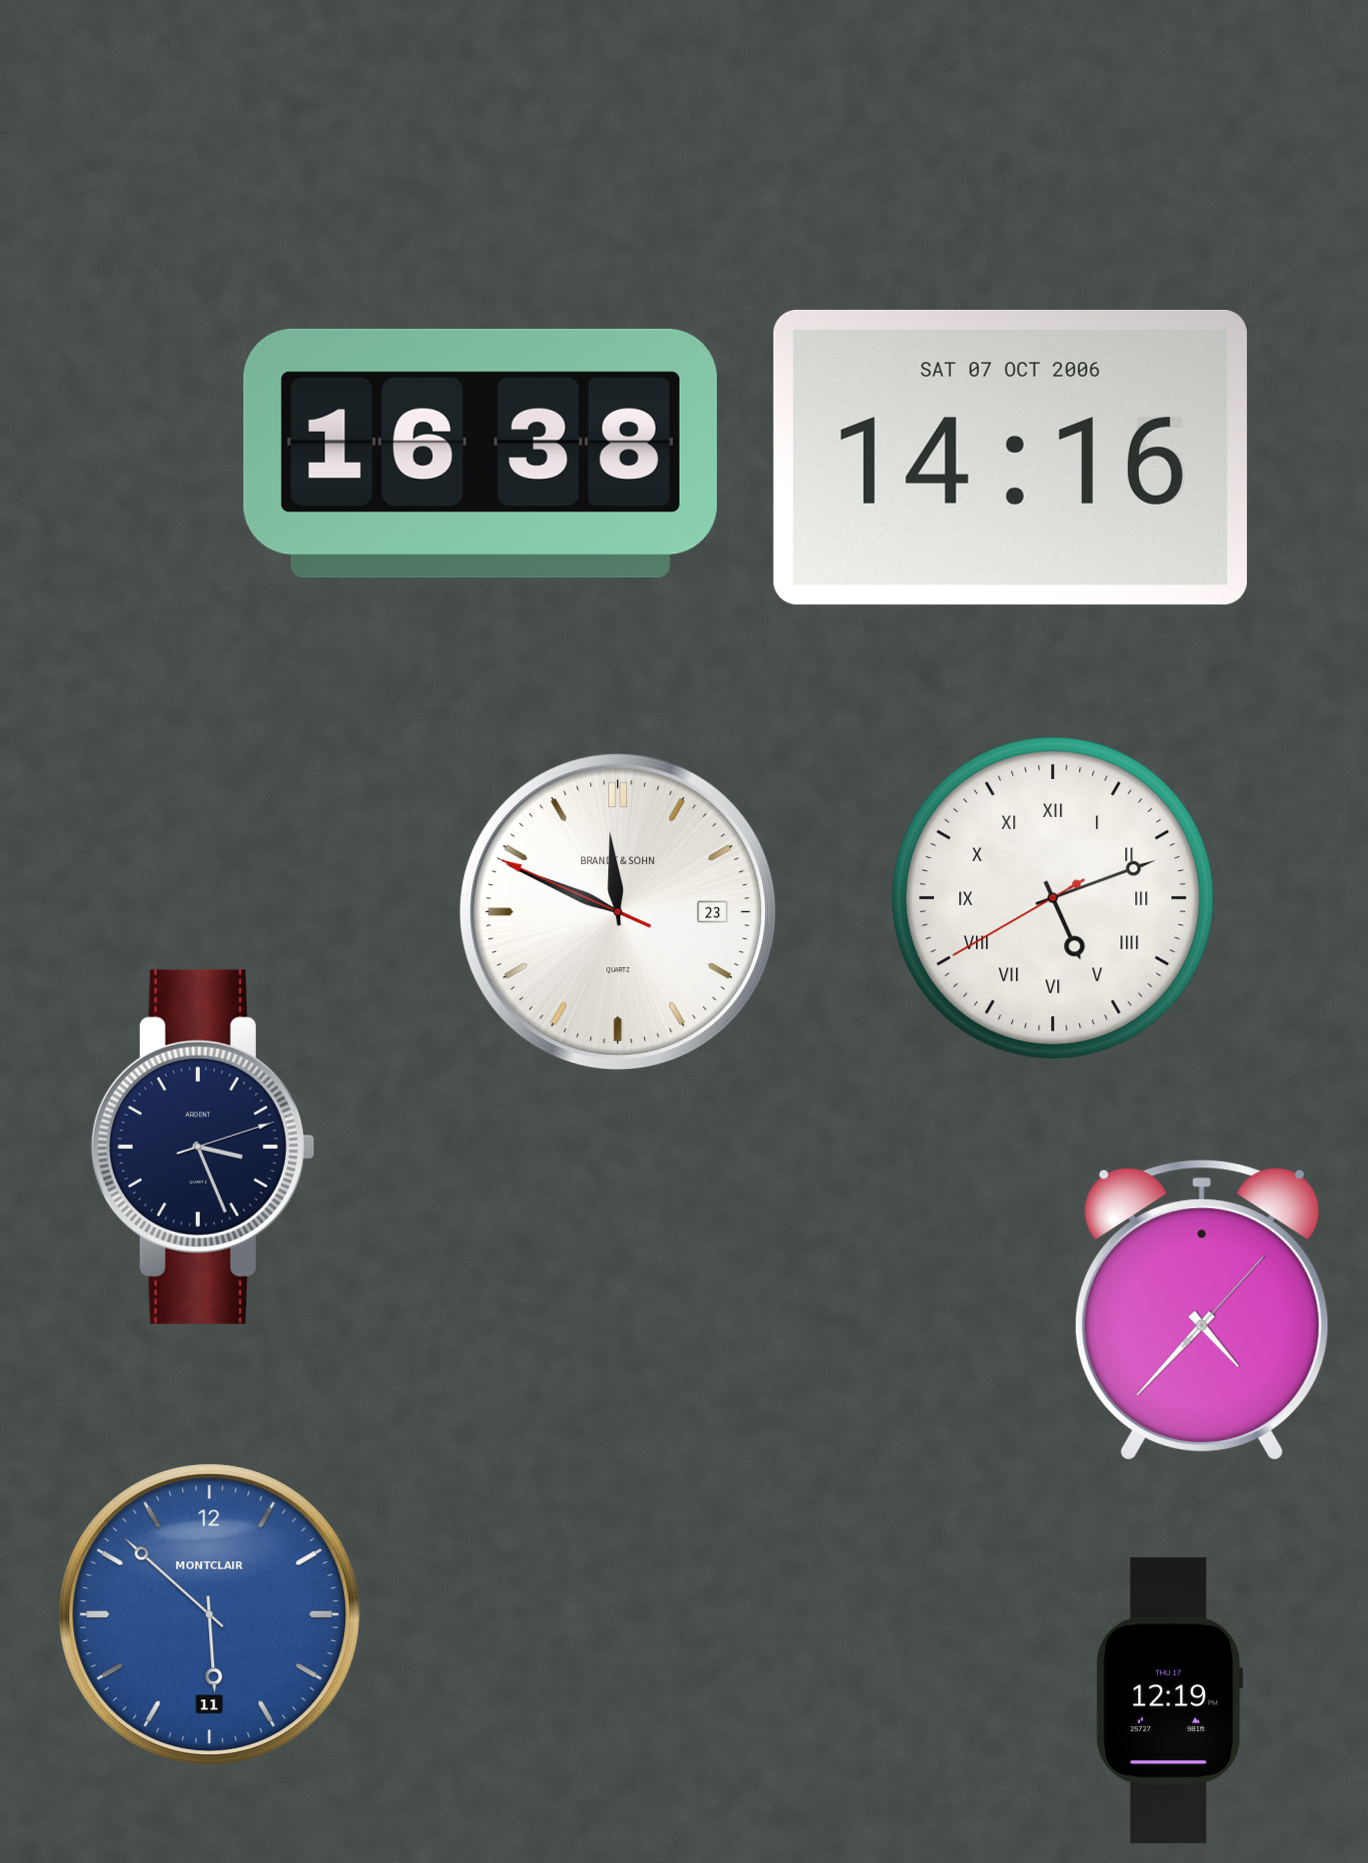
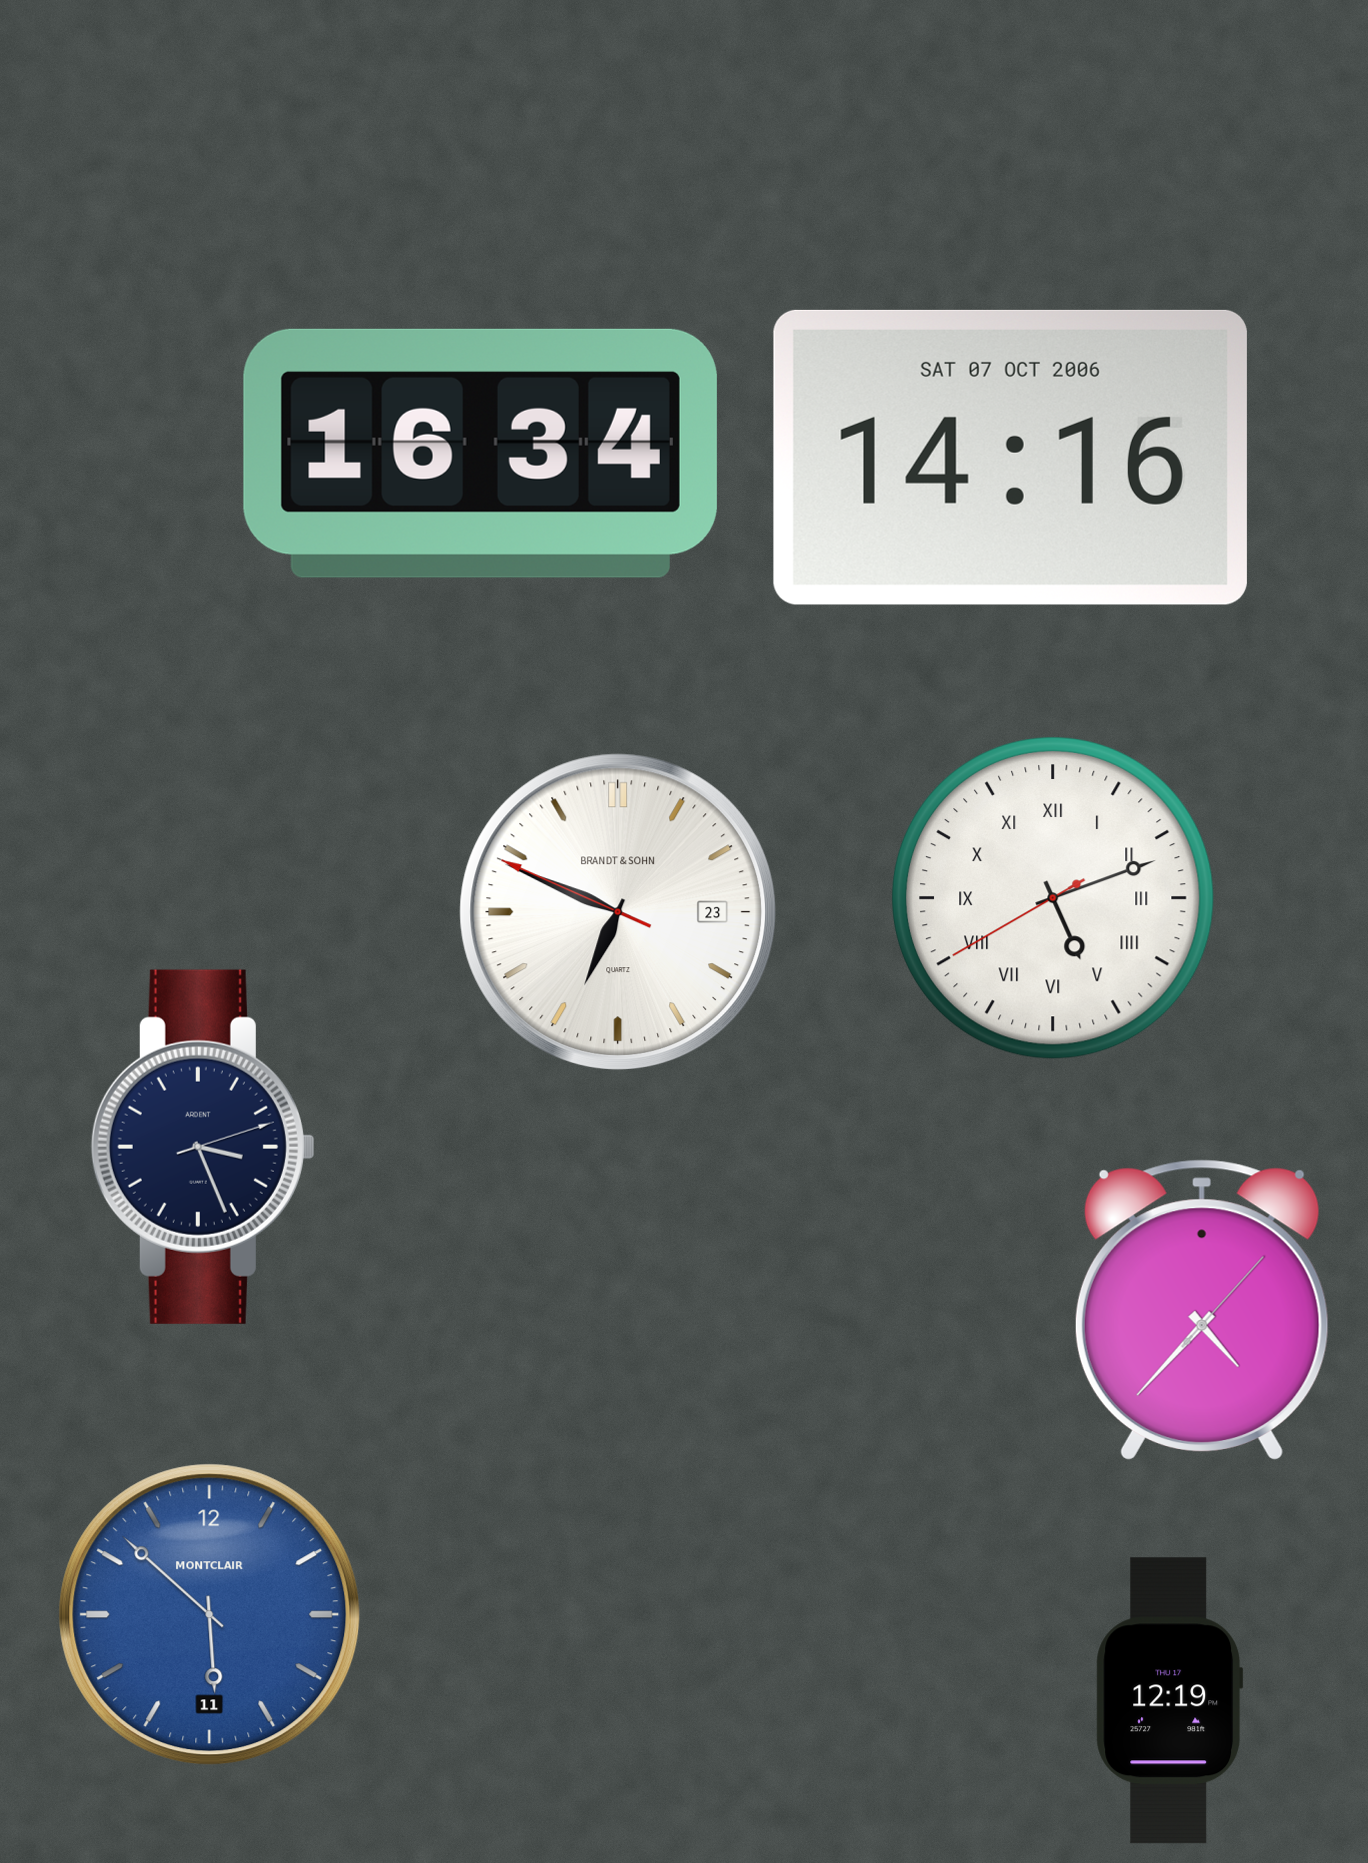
clock at (480, 453): 16:38 -> 16:34
clock at (618, 912): 11:48 -> 6:48
